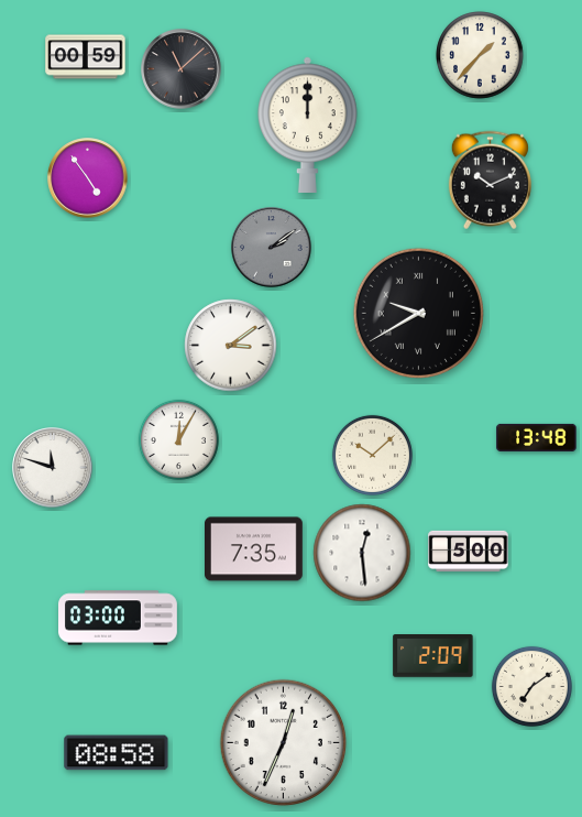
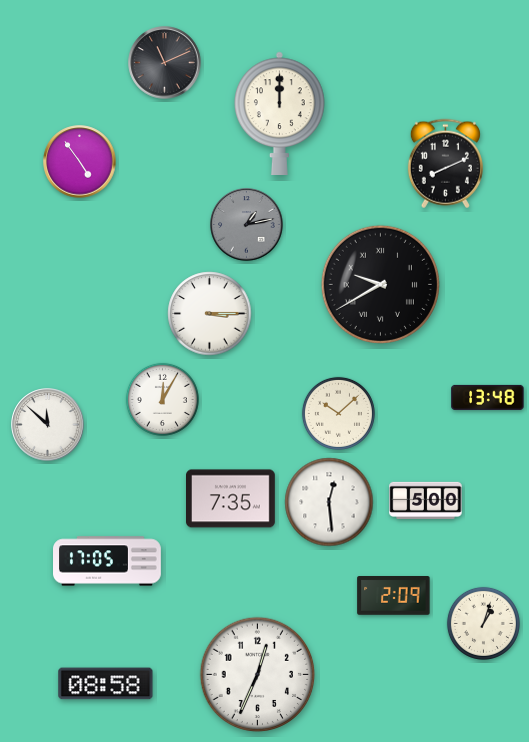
clock at (480, 55): 1:37 -> none
clock at (86, 57): 00:59 -> none
clock at (182, 69): 11:08 -> 11:11
clock at (490, 181): 10:11 -> 8:11
clock at (272, 248): 2:09 -> 1:13
clock at (231, 346): 3:09 -> 3:15
clock at (53, 468): 11:48 -> 11:52
clock at (119, 618): 03:00 -> 17:05
clock at (531, 686): 7:09 -> 1:03
